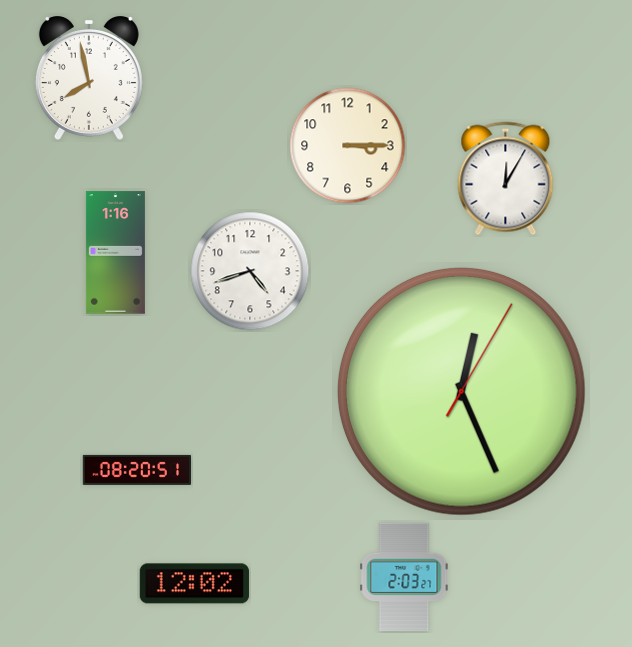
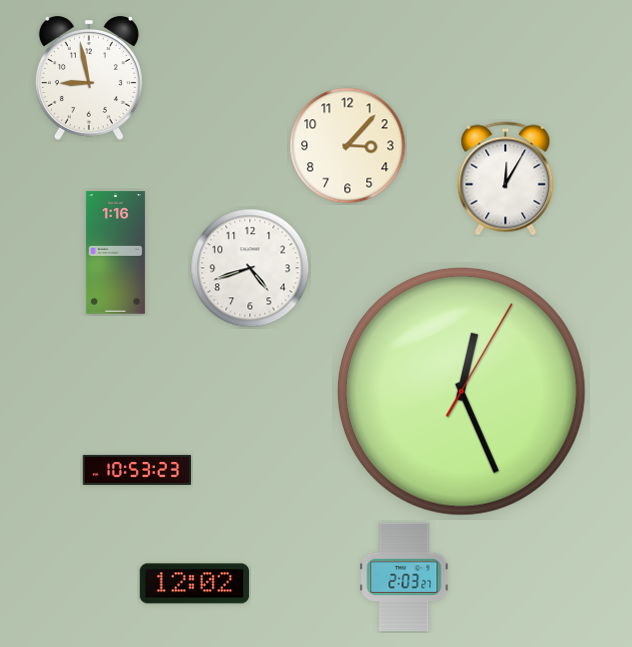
clock at (89, 79): 7:58 -> 8:58
clock at (348, 146): 3:15 -> 3:07
clock at (250, 271) position: (250, 271) -> (250, 268)
clock at (137, 470): 08:20 -> 10:53
